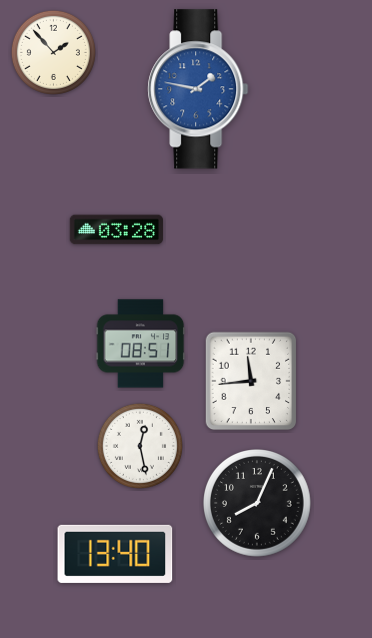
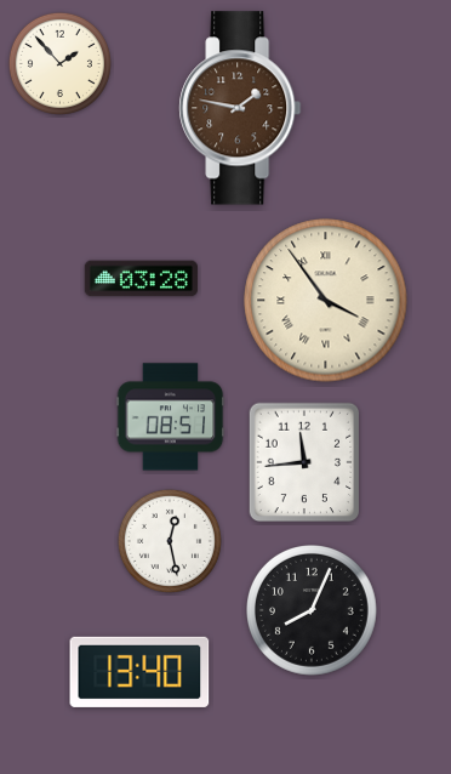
clock at (53, 52) position: (53, 52) -> (59, 63)
clock at (198, 89) dial: blue -> brown
clock at (326, 301): none -> 3:54
